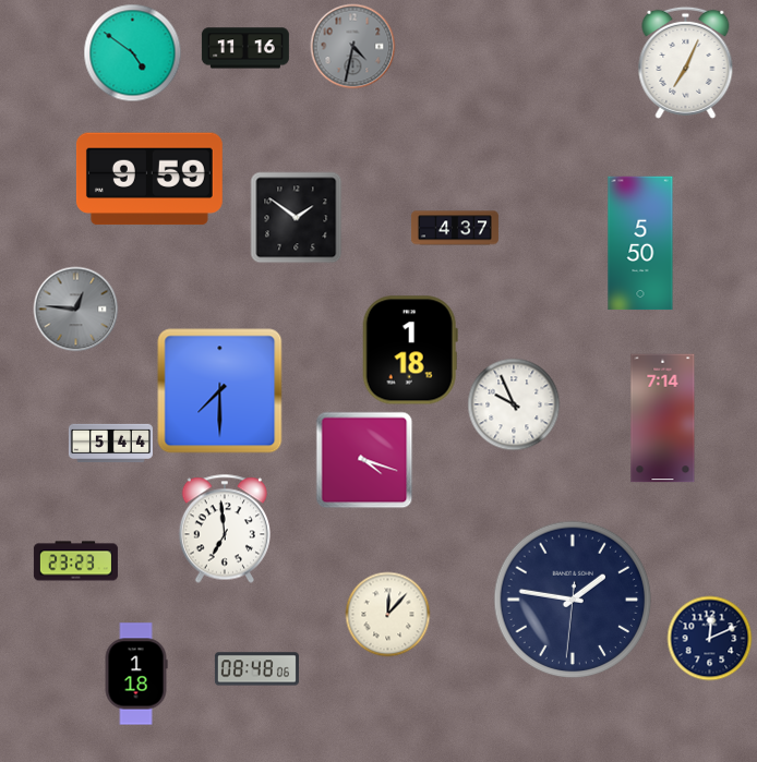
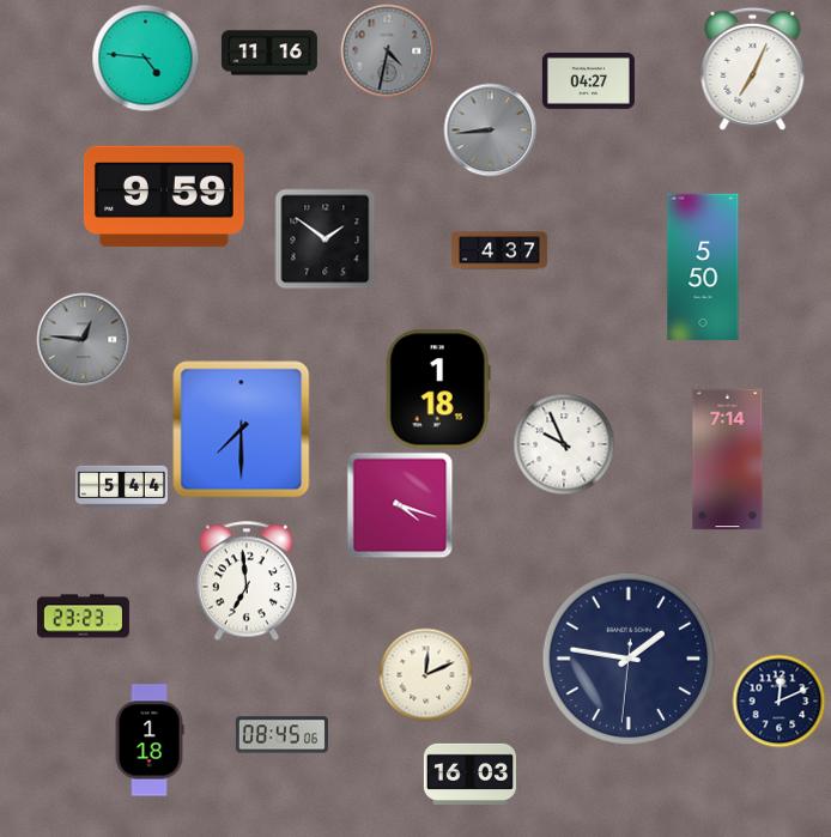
clock at (132, 52): 4:51 -> 4:46
clock at (588, 80): none -> 04:27
clock at (490, 129): none -> 8:44
clock at (410, 350) position: (410, 350) -> (438, 389)
clock at (387, 614): 12:07 -> 12:11
clock at (256, 669): 08:48 -> 08:45
clock at (469, 774): none -> 16:03
